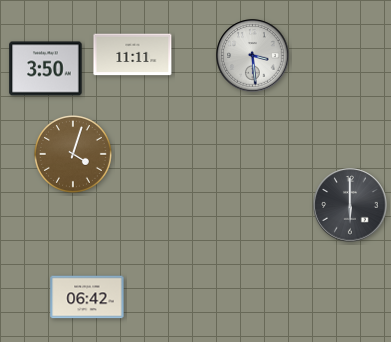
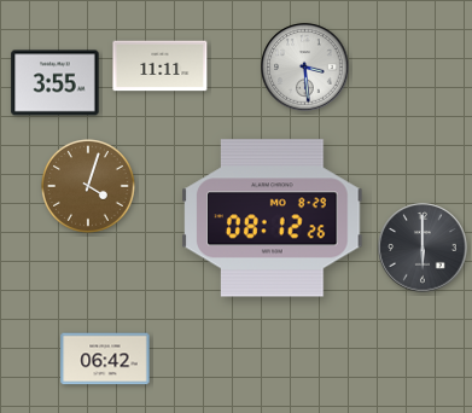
clock at (46, 69): 3:50 -> 3:55
clock at (273, 219): none -> 08:12
